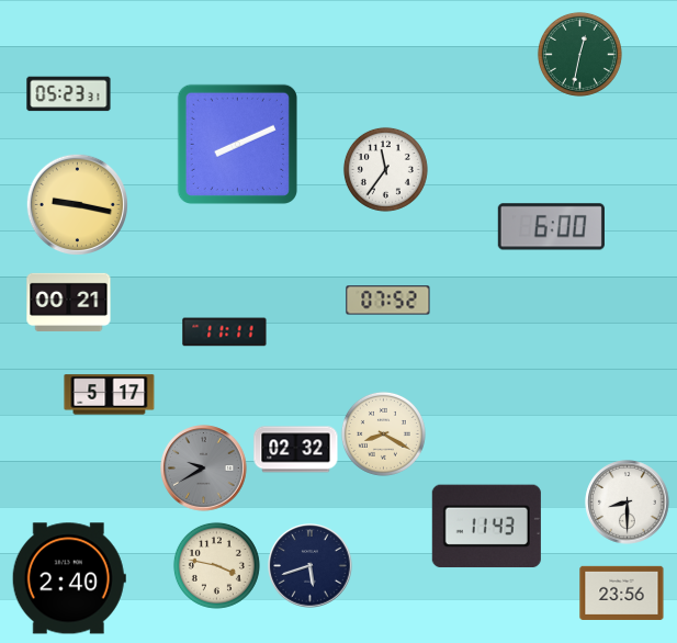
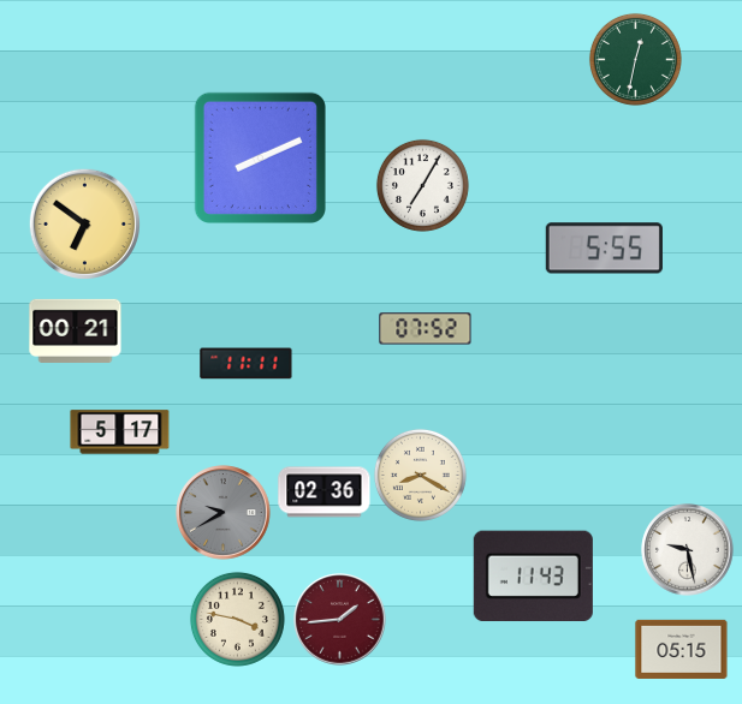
clock at (69, 94): 05:23 -> none
clock at (385, 169): 11:36 -> 7:05
clock at (77, 204): 9:17 -> 6:51
clock at (551, 227): 6:00 -> 5:55
clock at (296, 450): 02:32 -> 02:36
clock at (628, 503): 8:30 -> 9:28
clock at (311, 566): 5:42 -> 1:44
clock at (311, 566) dial: navy -> burgundy
clock at (69, 578): 2:40 -> none
clock at (622, 593): 23:56 -> 05:15
